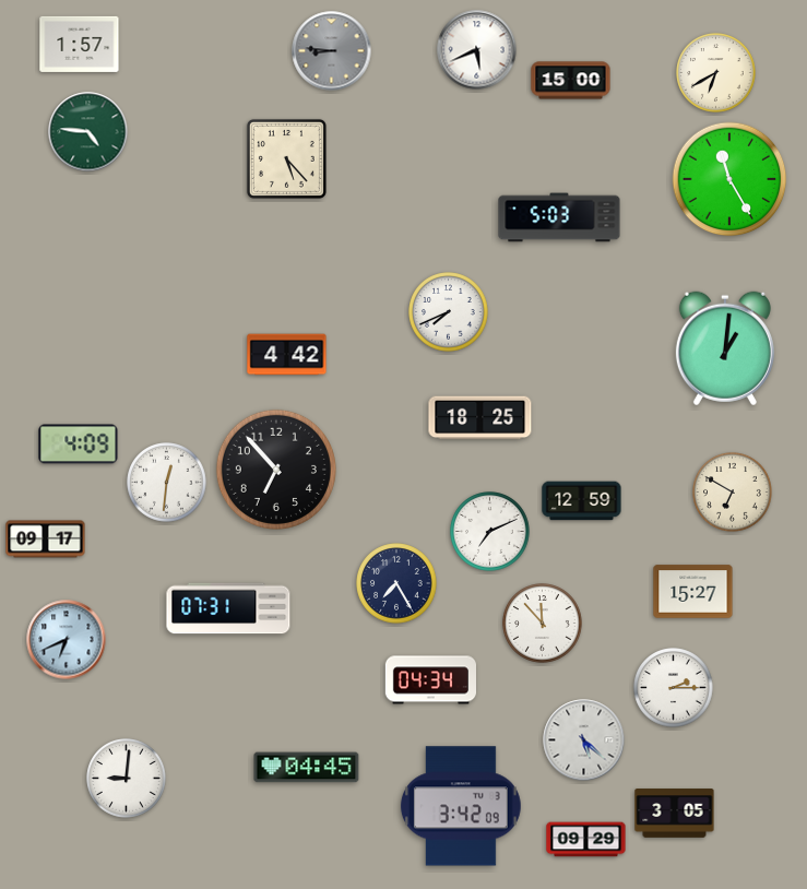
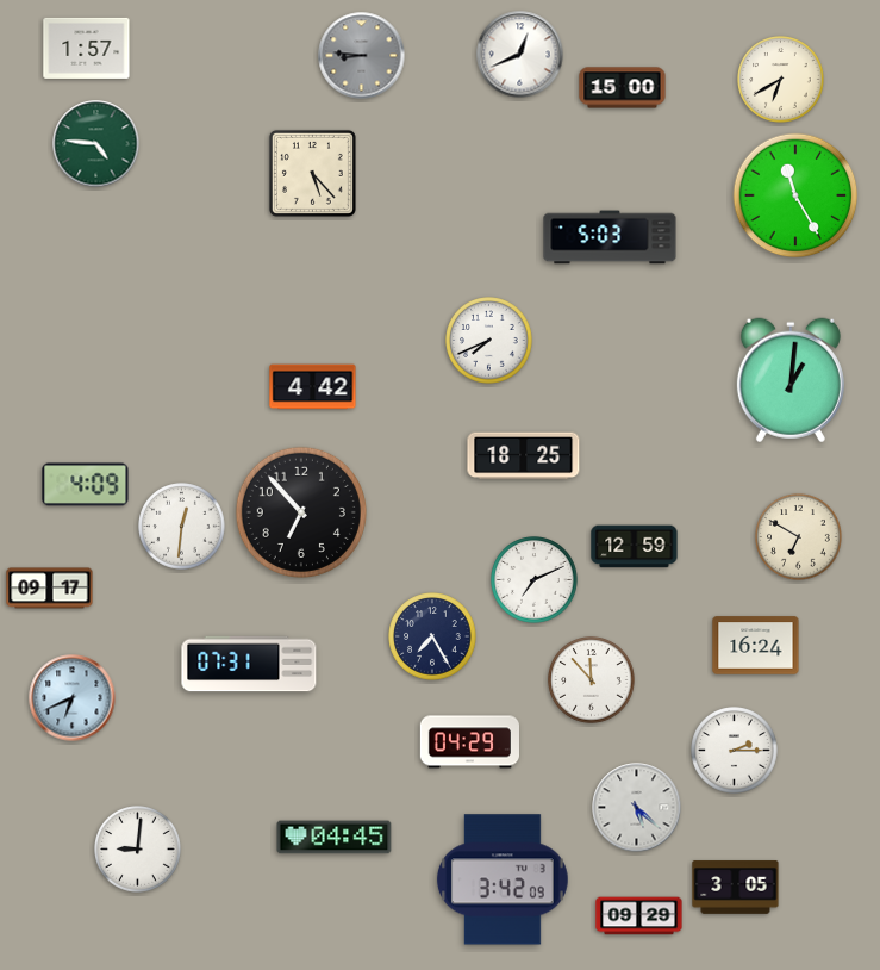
clock at (477, 50): 5:41 -> 12:41
clock at (693, 592): 15:27 -> 16:24
clock at (430, 680): 04:34 -> 04:29
